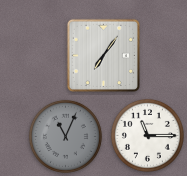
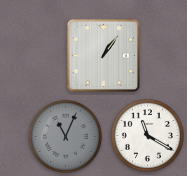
clock at (103, 55): 7:06 -> 1:06
clock at (147, 135): 11:15 -> 11:20
